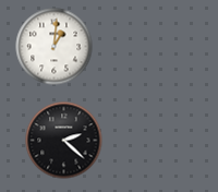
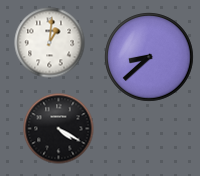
clock at (149, 57): none -> 8:38
clock at (64, 141): 2:22 -> 4:20
